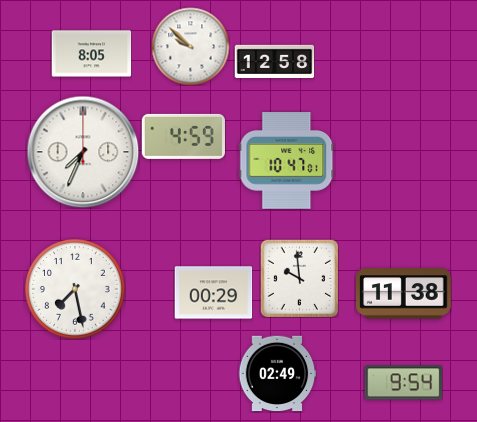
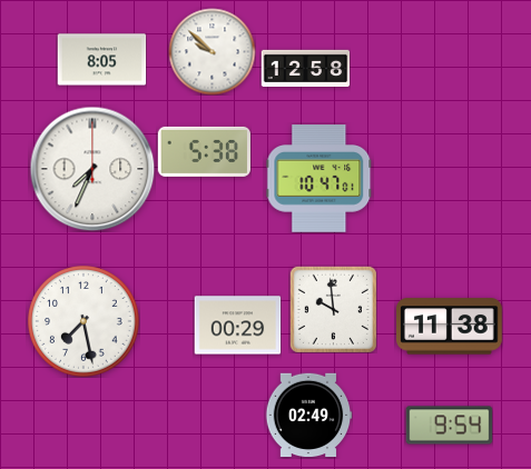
clock at (183, 136): 4:59 -> 5:38
